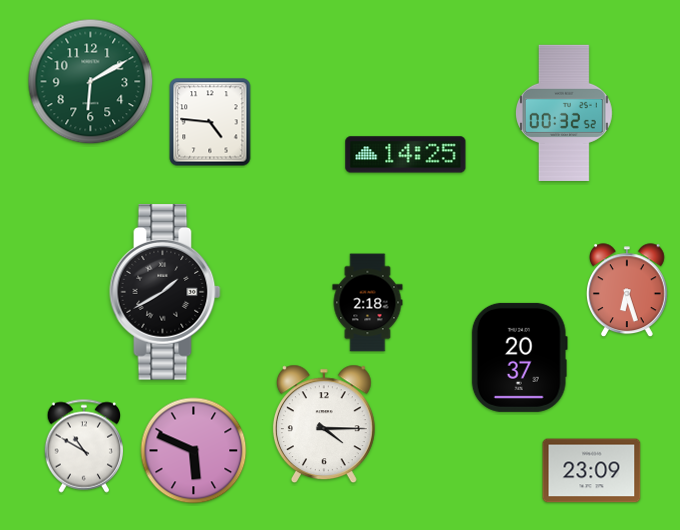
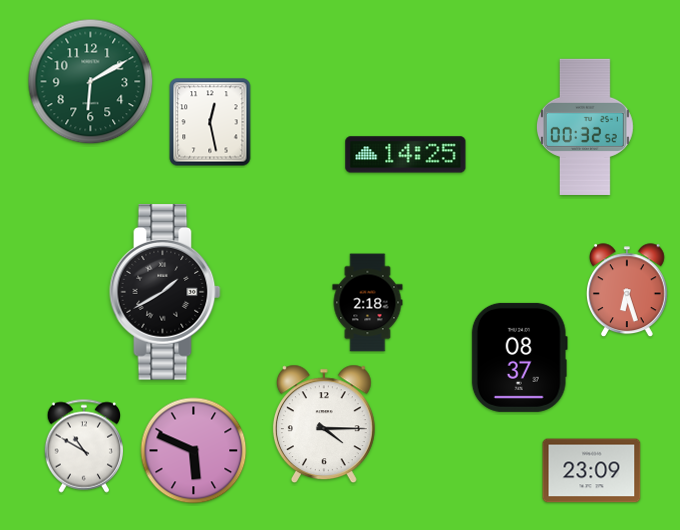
clock at (564, 113) position: (564, 113) -> (585, 127)
clock at (210, 122): 4:46 -> 12:28
clock at (519, 357): 20:37 -> 08:37
